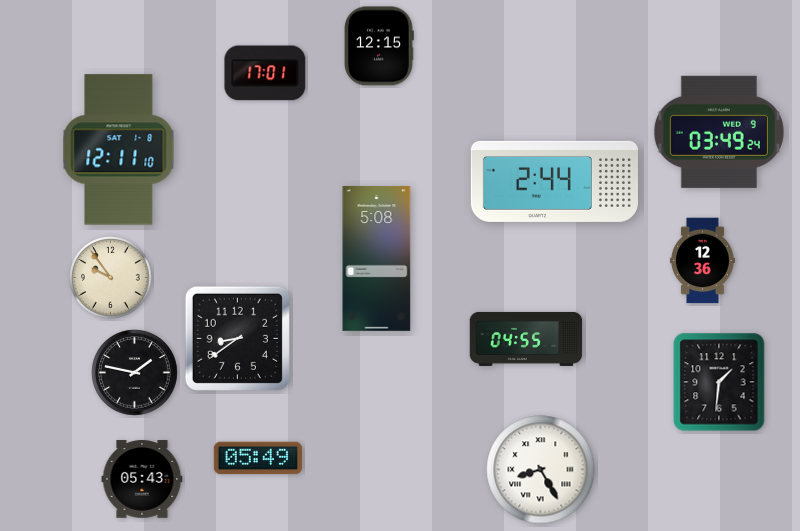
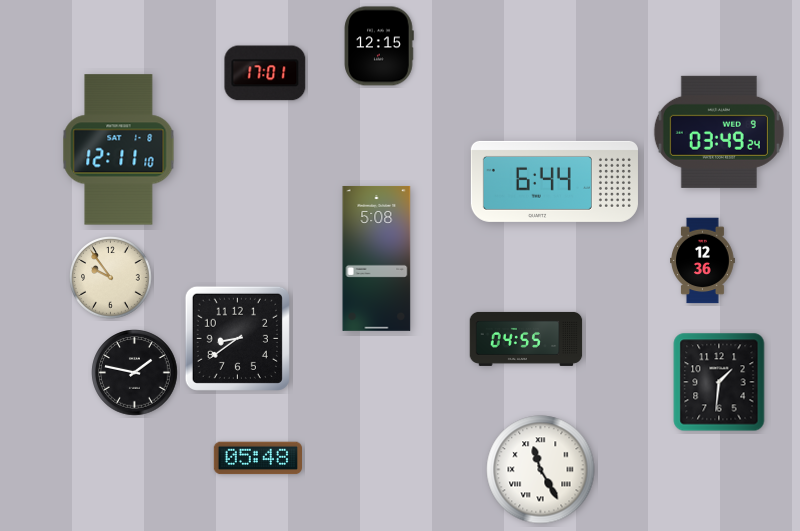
clock at (554, 181): 2:44 -> 6:44
clock at (257, 458): 05:49 -> 05:48
clock at (541, 470): 8:25 -> 11:25
clock at (142, 479): 05:43 -> none
